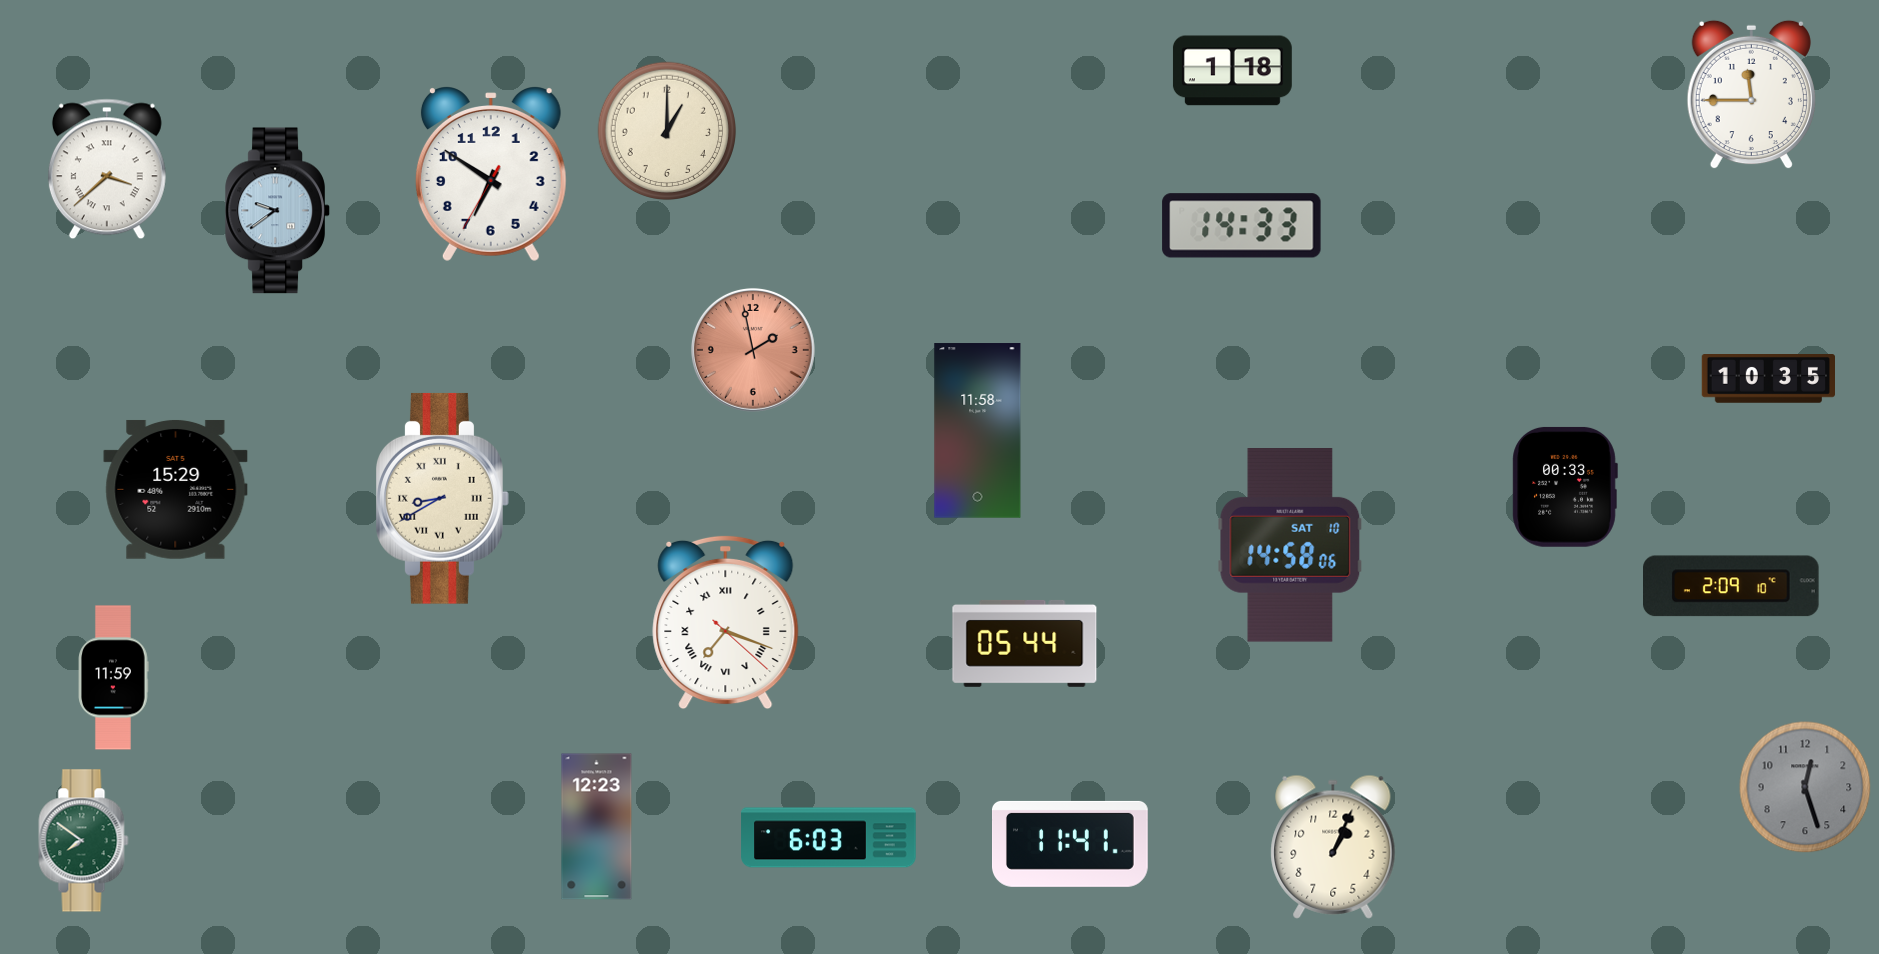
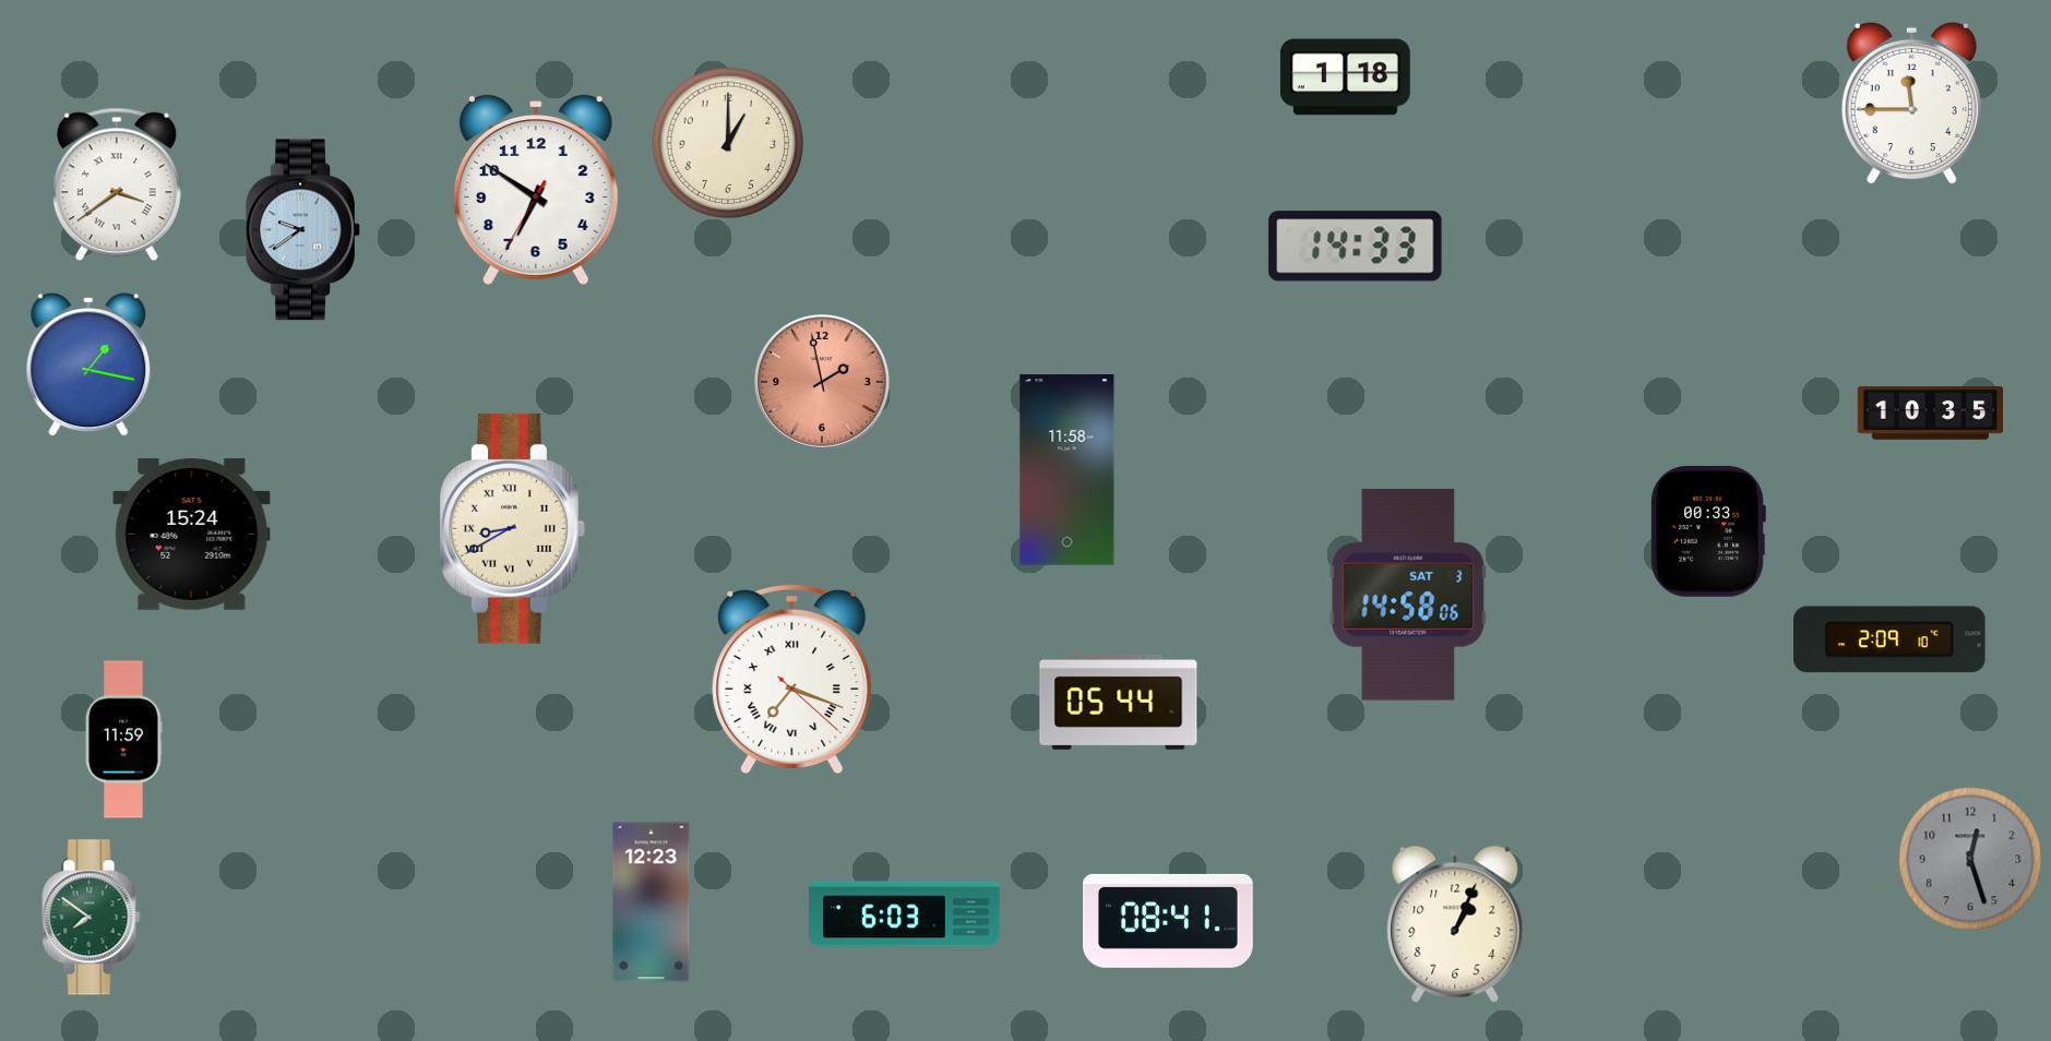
clock at (107, 169): 3:38 -> 3:39
clock at (88, 364): none -> 1:17
clock at (176, 489): 15:29 -> 15:24
clock at (443, 498) position: (443, 498) -> (513, 528)
clock at (1290, 546) date: SAT 10 -> SAT 3
clock at (1071, 844): 11:41 -> 08:41
